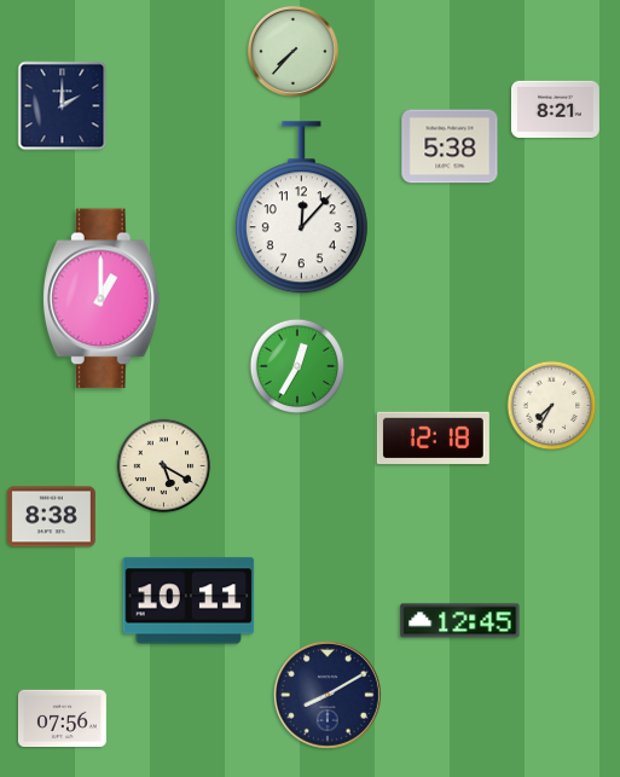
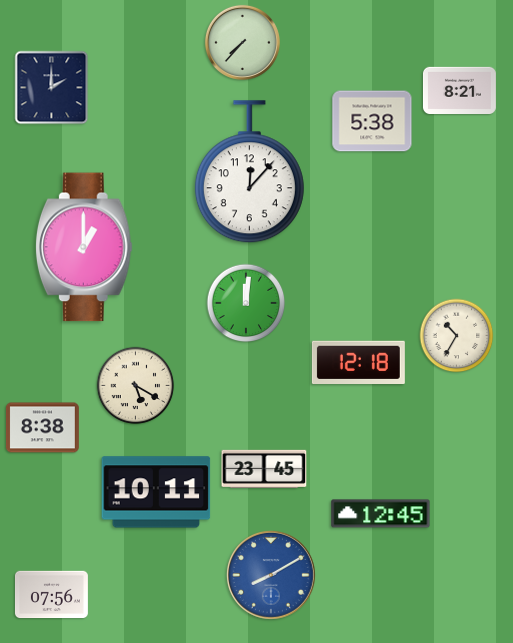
clock at (297, 366): 12:35 -> 12:01
clock at (552, 406): 7:35 -> 10:35
clock at (264, 469): none -> 23:45
clock at (189, 601) position: (189, 601) -> (156, 492)
clock at (328, 695) dial: navy -> blue
